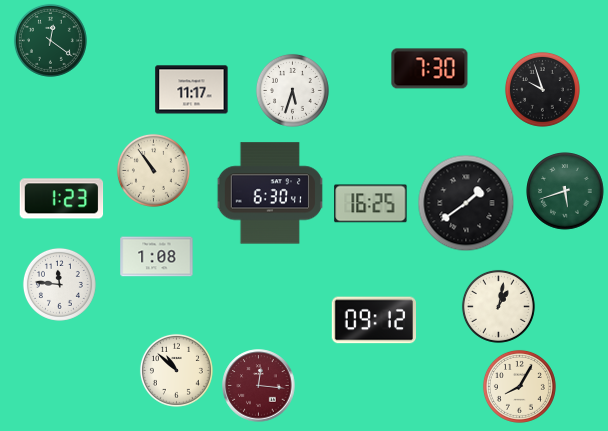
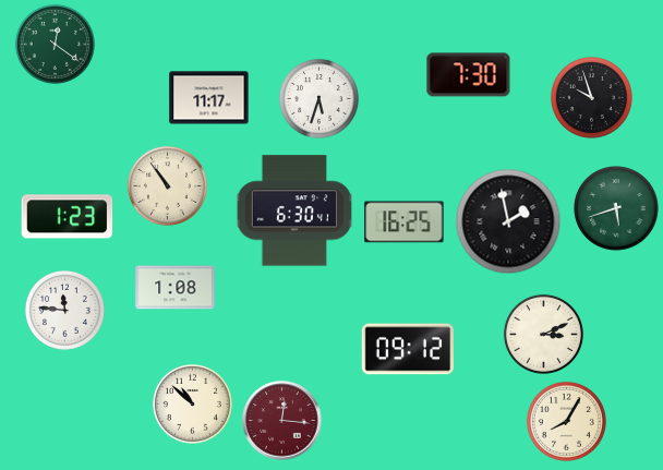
clock at (466, 203): 1:39 -> 1:58
clock at (157, 257) position: (157, 257) -> (176, 288)
clock at (498, 306): 1:02 -> 3:11
